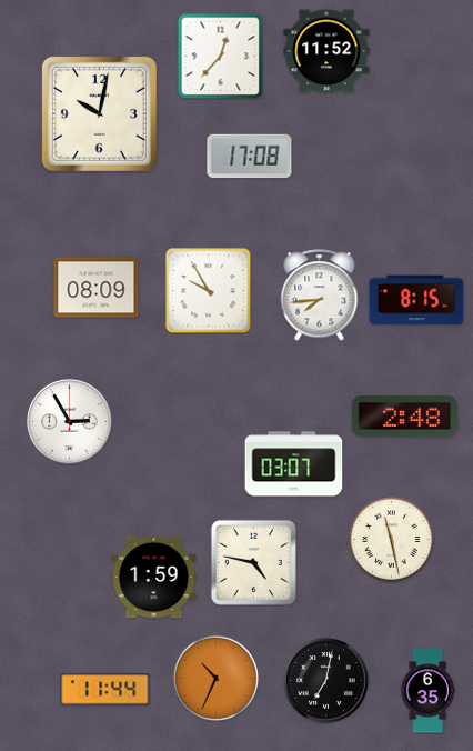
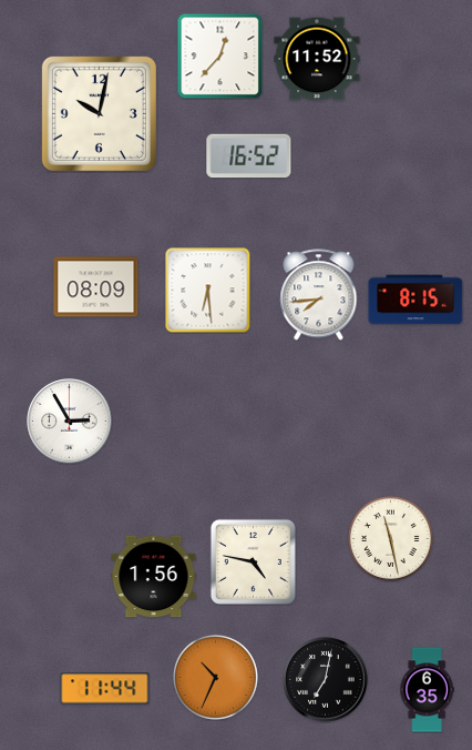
clock at (326, 51) position: (326, 51) -> (317, 59)
clock at (250, 157): 17:08 -> 16:52
clock at (208, 290): 9:55 -> 6:29
clock at (404, 415): 2:48 -> none
clock at (294, 464): 03:07 -> none
clock at (154, 578): 1:59 -> 1:56
